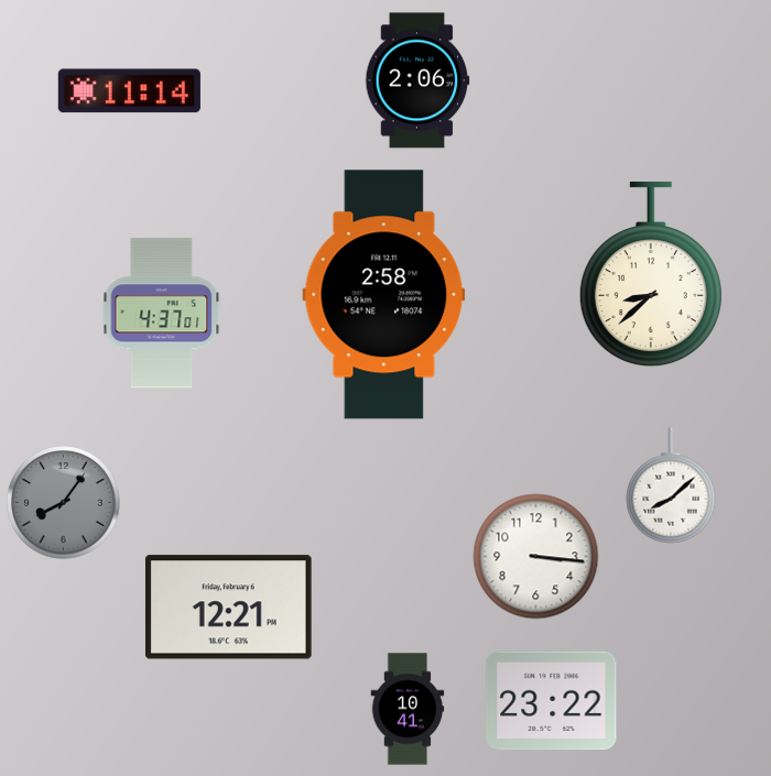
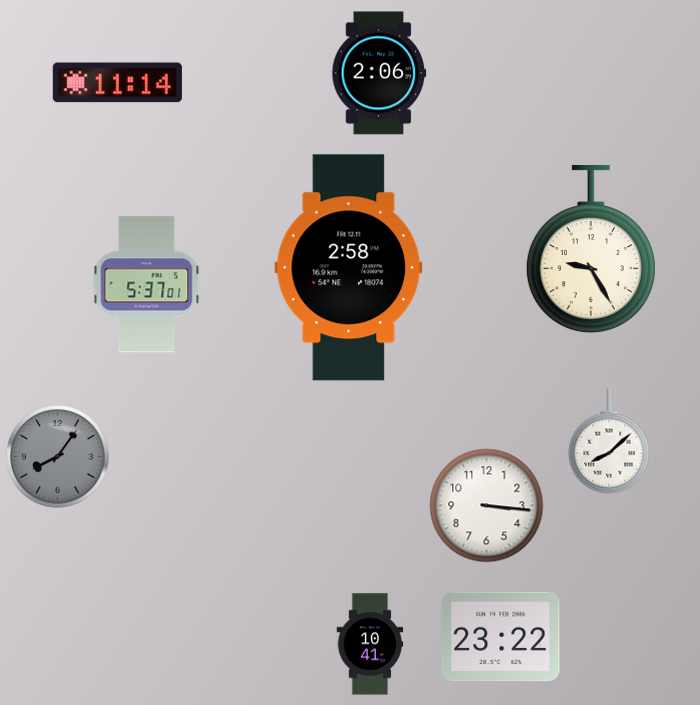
clock at (651, 274): 8:38 -> 9:25
clock at (162, 314): 4:37 -> 5:37
clock at (228, 608): 12:21 -> none
